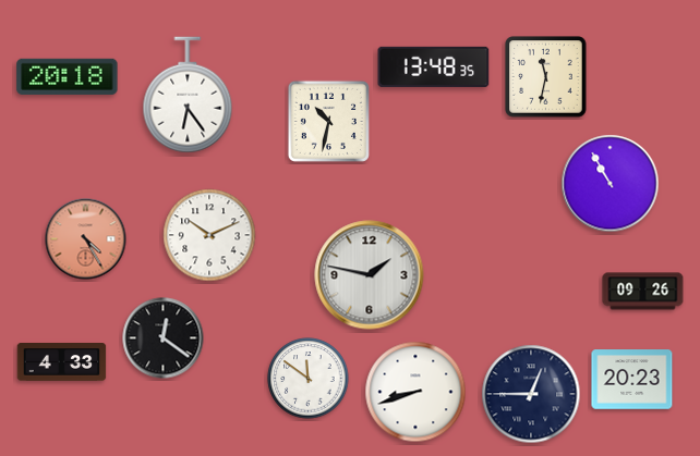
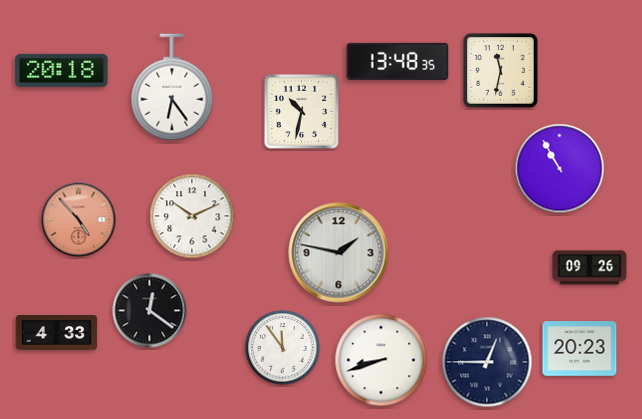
clock at (86, 239): 4:25 -> 4:53
clock at (309, 379): 11:51 -> 11:54
